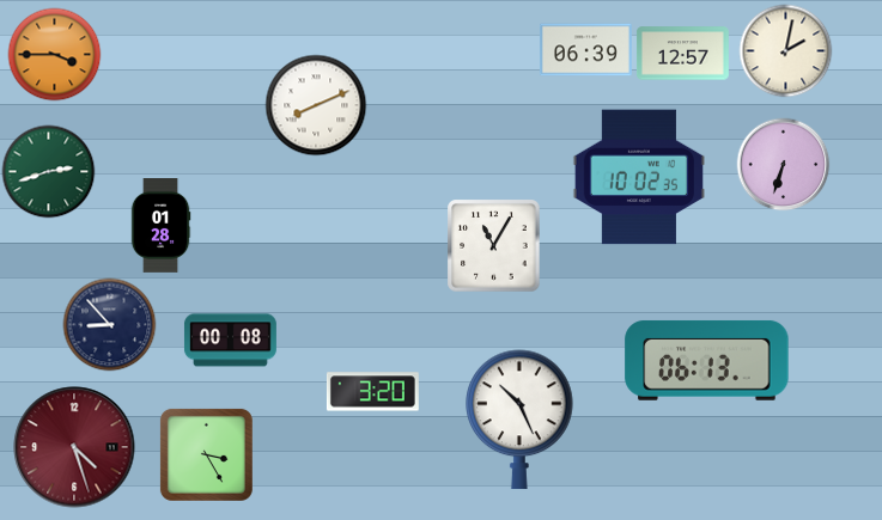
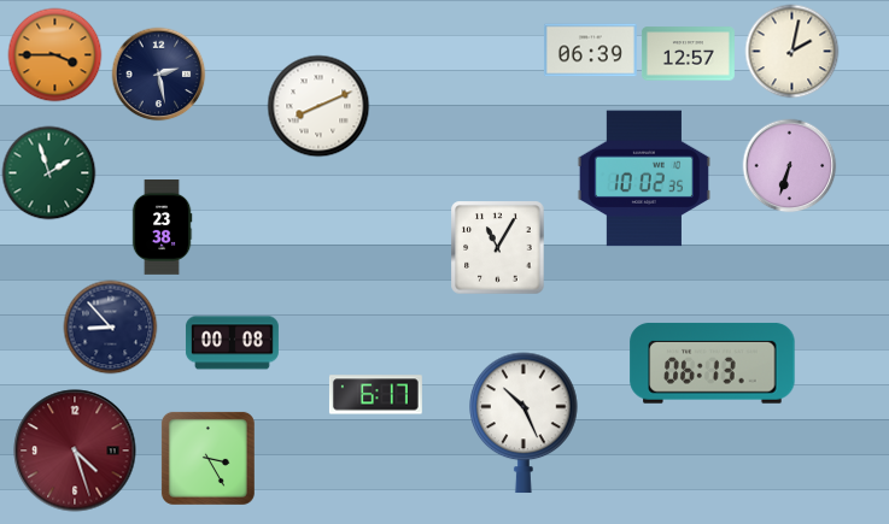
clock at (158, 73): none -> 2:28
clock at (48, 171): 2:42 -> 1:57
clock at (160, 226): 01:28 -> 23:38
clock at (372, 392): 3:20 -> 6:17
